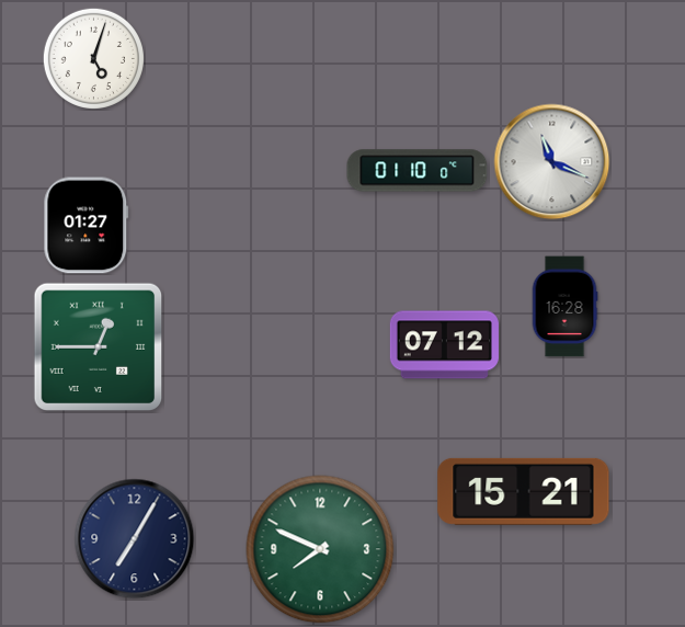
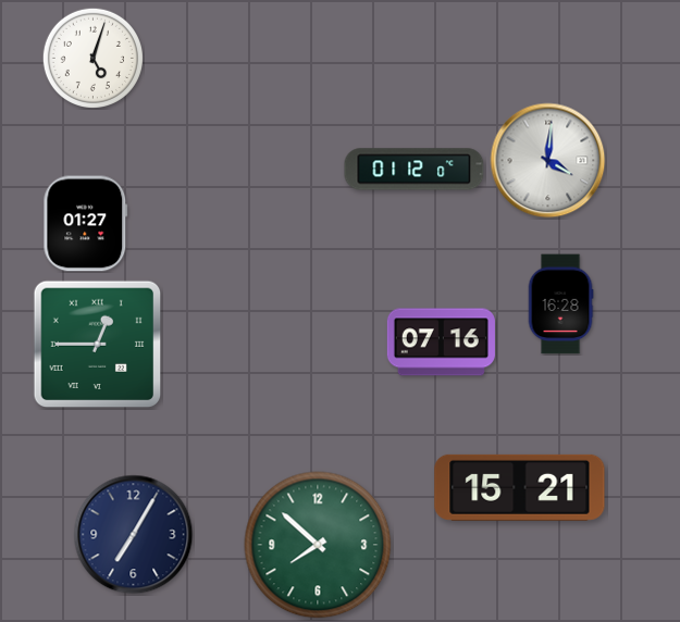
clock at (552, 162): 11:19 -> 4:01
clock at (418, 171): 01:10 -> 01:12
clock at (444, 345): 07:12 -> 07:16
clock at (320, 549): 7:49 -> 7:52
